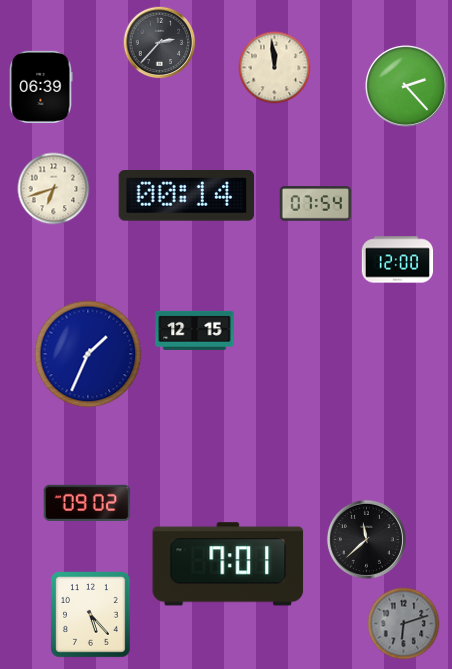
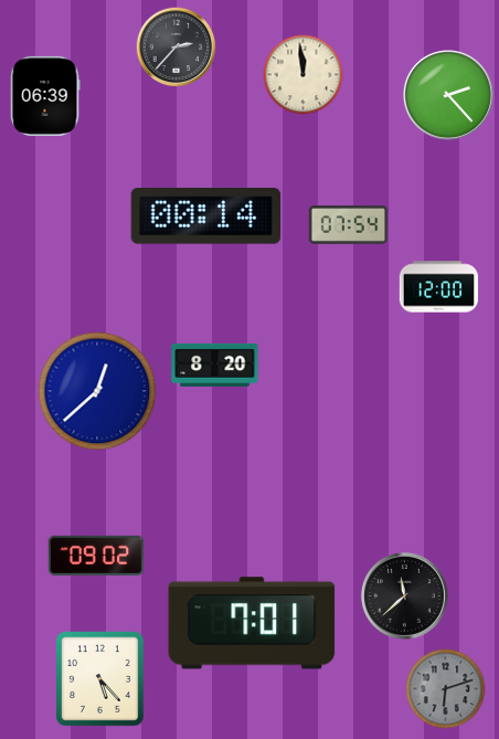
clock at (54, 189): 6:42 -> none
clock at (195, 330): 12:15 -> 8:20
clock at (88, 354): 1:34 -> 12:38
